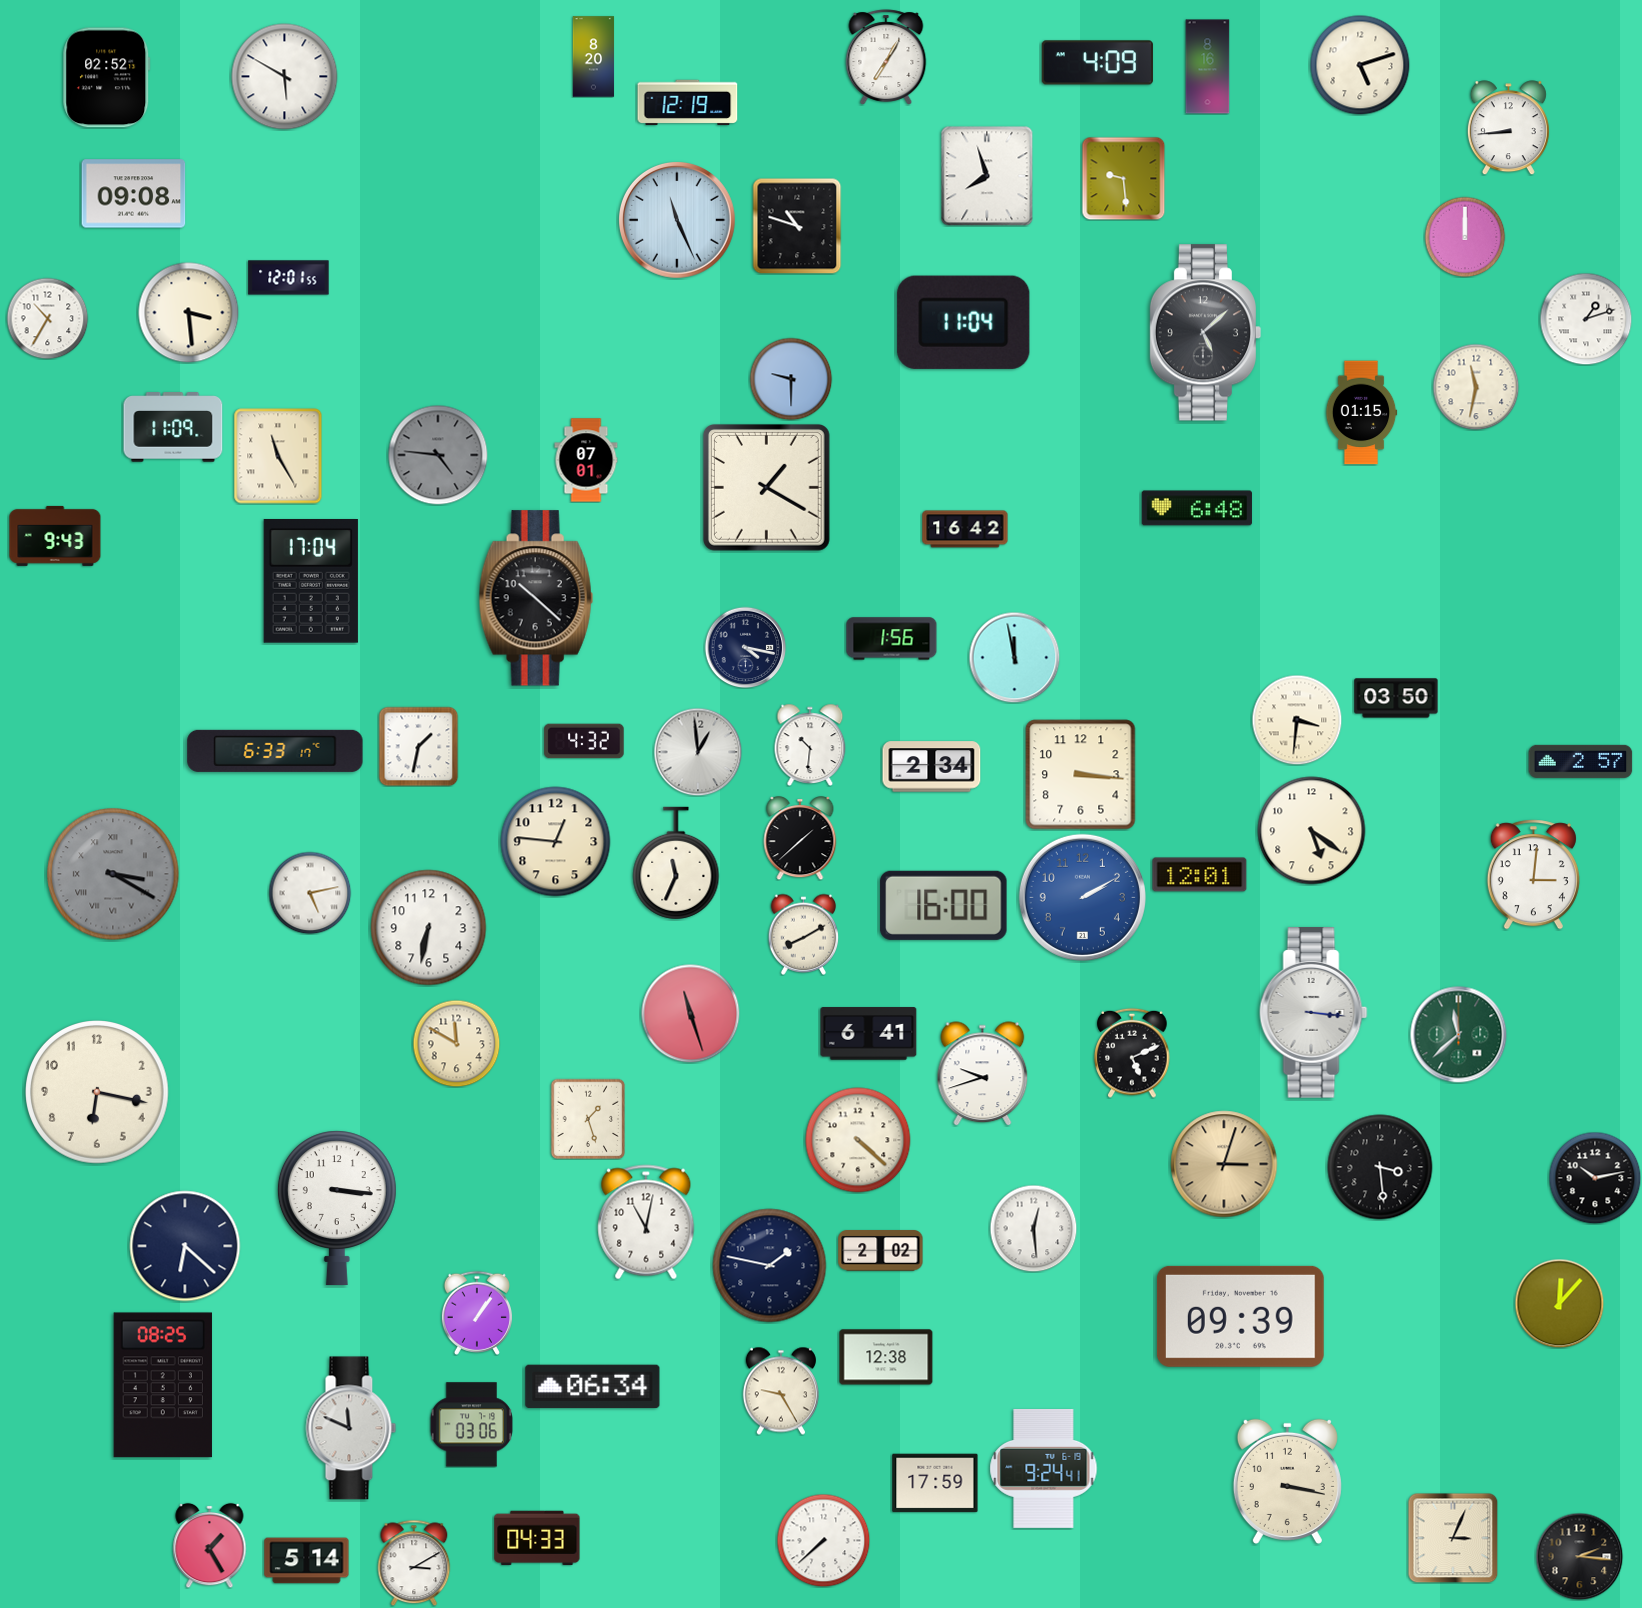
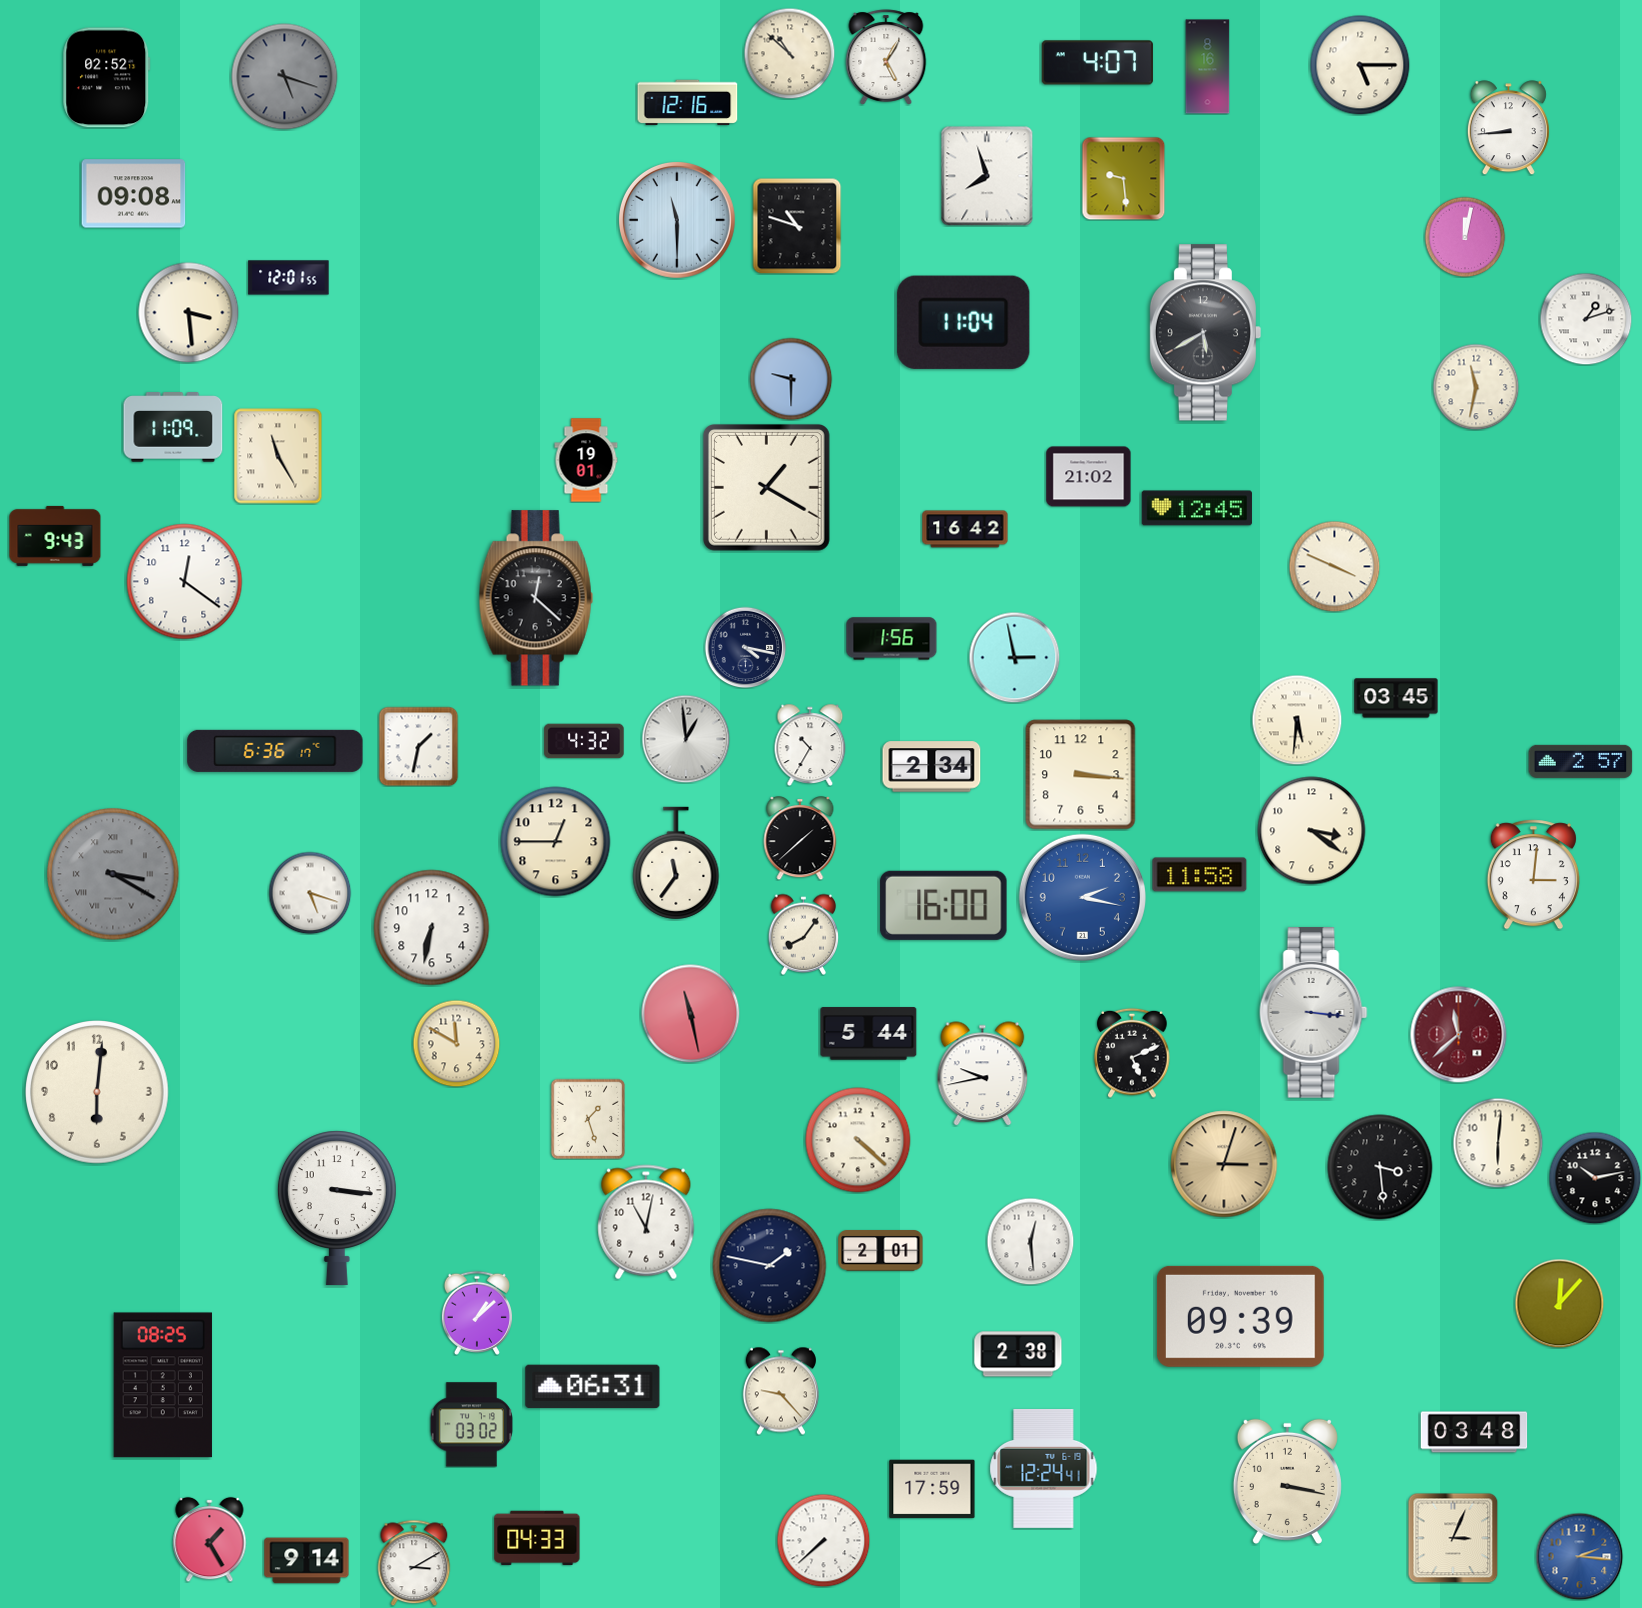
clock at (789, 53): none -> 10:52
clock at (594, 57): 8:20 -> none
clock at (886, 57): 7:05 -> 5:05
clock at (1097, 63): 4:09 -> 4:07
clock at (1360, 65): 5:12 -> 5:15
clock at (285, 77): 5:50 -> 5:18
clock at (285, 77) dial: white -> grey
clock at (688, 103): 12:19 -> 12:16
clock at (677, 220): 11:26 -> 11:30
clock at (1465, 237): 12:00 -> 12:02
clock at (47, 318): 10:35 -> none
clock at (1206, 333): 5:08 -> 5:40
clock at (1361, 413): 01:15 -> none
clock at (438, 455): 4:46 -> none
clock at (586, 460): 07:01 -> 19:01
clock at (1089, 477): none -> 21:02
clock at (1197, 508): 6:48 -> 12:45
clock at (1334, 566): none -> 3:49
clock at (185, 582): none -> 12:21
clock at (311, 582): 17:04 -> none
clock at (536, 598): 10:22 -> 12:22
clock at (1014, 657): 11:58 -> 2:58
clock at (1396, 698): 03:50 -> 03:45
clock at (1297, 720): 3:31 -> 5:31
clock at (810, 745): 10:31 -> 10:35
clock at (275, 751): 6:33 -> 6:36
clock at (698, 752) position: (698, 752) -> (686, 739)
clock at (1312, 831): 5:21 -> 3:21
clock at (556, 842): 12:46 -> 12:45
clock at (676, 863): 11:34 -> 11:36
clock at (1200, 875): 12:01 -> 11:58
clock at (310, 893): 5:13 -> 5:18
clock at (1082, 897): 2:10 -> 2:17
clock at (429, 928) position: (429, 928) -> (432, 928)
clock at (804, 934): 8:10 -> 8:06
clock at (691, 1014): 11:27 -> 11:28
clock at (869, 1034): 6:41 -> 5:44
clock at (1459, 1035) dial: green -> burgundy
clock at (983, 1074): 9:42 -> 9:43
clock at (98, 1093): 6:17 -> 6:01
clock at (1498, 1143): none -> 6:01
clock at (1033, 1228) position: (1033, 1228) -> (1030, 1241)
clock at (185, 1246): 6:22 -> none
clock at (881, 1251): 2:02 -> 2:01
clock at (477, 1313): 1:06 -> 1:08
clock at (1018, 1354): none -> 2:38
clock at (886, 1357): 12:38 -> none
clock at (593, 1387): 06:34 -> 06:31
clock at (781, 1391): 9:25 -> 9:23
clock at (471, 1425): 03:06 -> 03:02
clock at (351, 1428): 11:49 -> none
clock at (1474, 1432): none -> 03:48
clock at (1044, 1468): 9:24 -> 12:24
clock at (935, 1483) position: (935, 1483) -> (932, 1489)
clock at (210, 1545) position: (210, 1545) -> (210, 1539)
clock at (1579, 1556) dial: black -> blue
clock at (307, 1561): 5:14 -> 9:14
